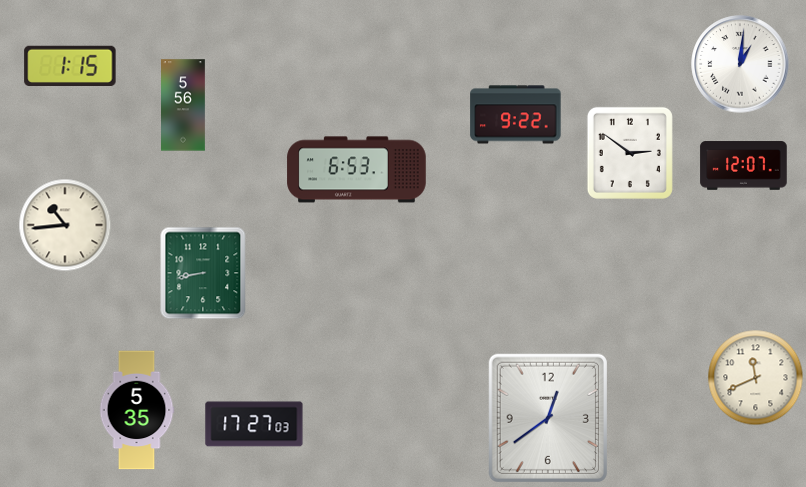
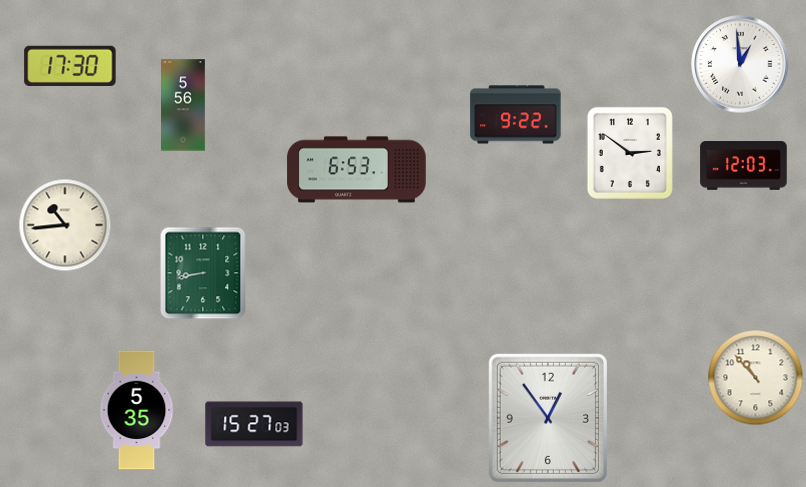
clock at (740, 64): 1:01 -> 12:59
clock at (70, 65): 1:15 -> 17:30
clock at (744, 166): 12:07 -> 12:03
clock at (755, 377): 11:41 -> 10:53
clock at (548, 418): 12:39 -> 12:54
clock at (254, 424): 17:27 -> 15:27
